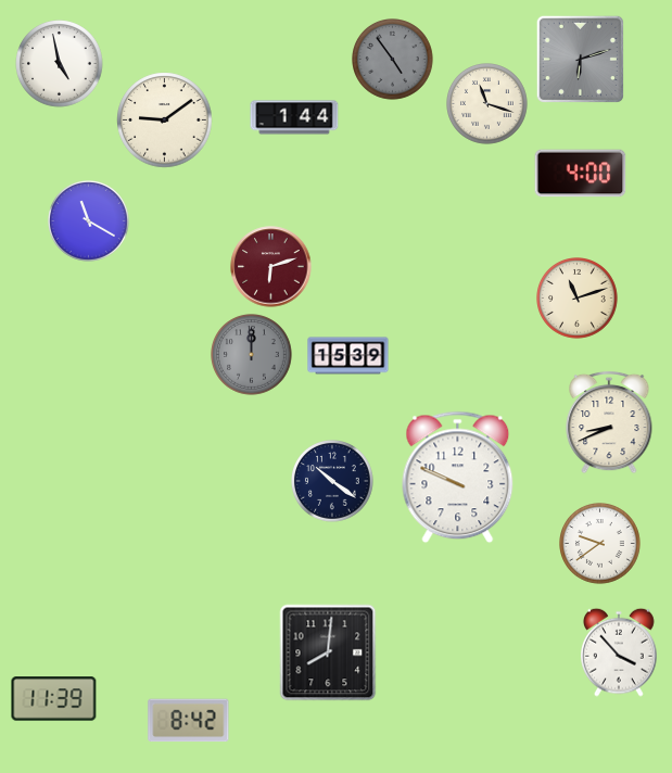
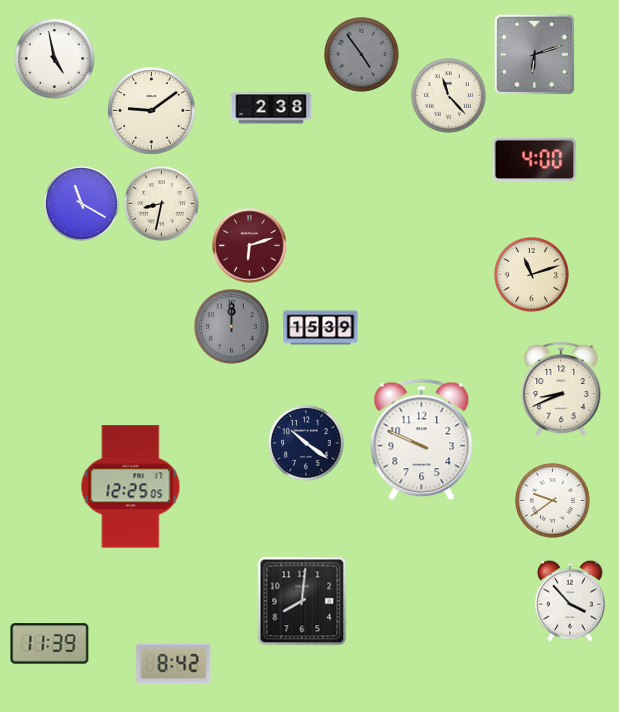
clock at (487, 104): 11:18 -> 11:23
clock at (294, 117): 1:44 -> 2:38
clock at (162, 204): none -> 8:32
clock at (131, 487): none -> 12:25
